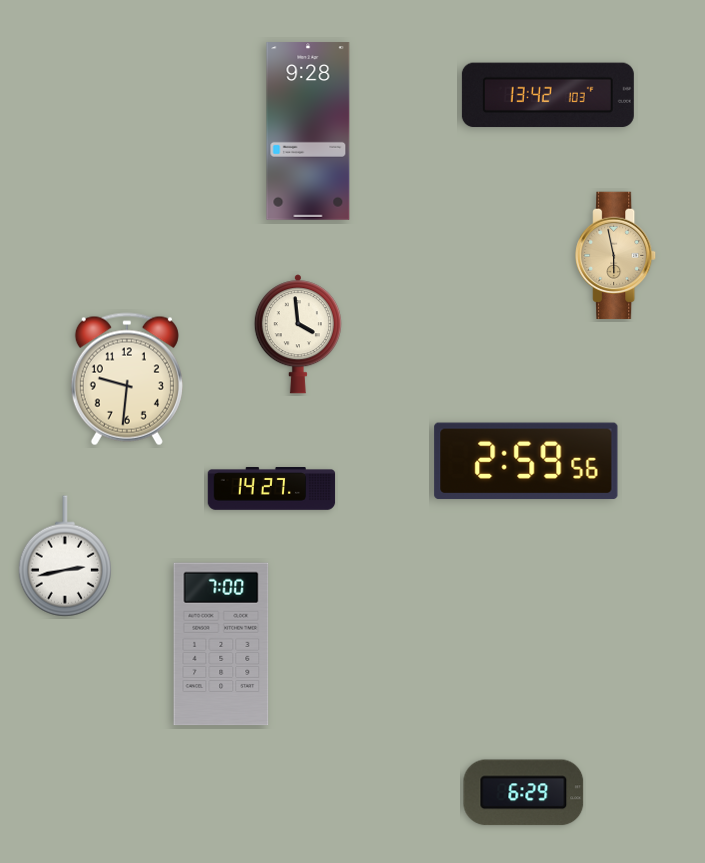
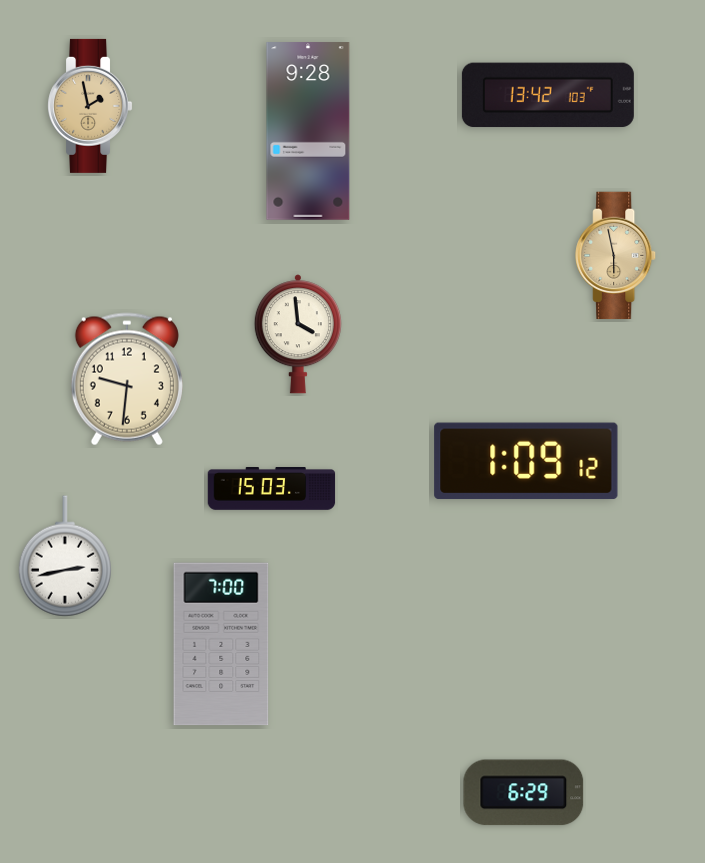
clock at (90, 106): none -> 1:58
clock at (526, 461): 2:59 -> 1:09
clock at (272, 489): 14:27 -> 15:03
